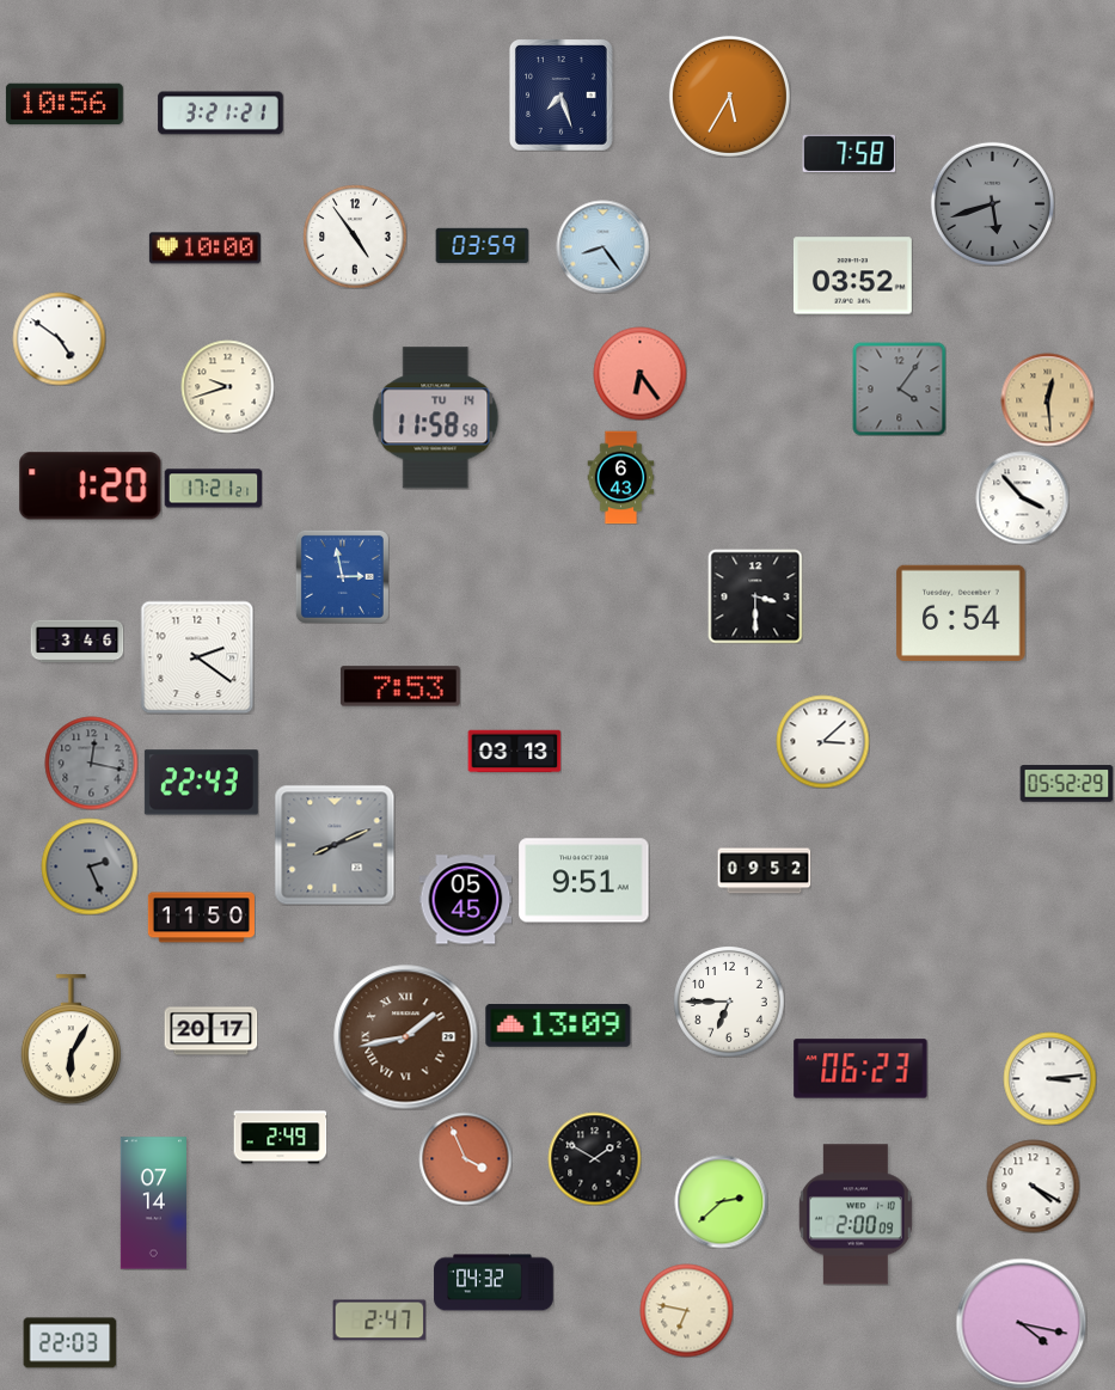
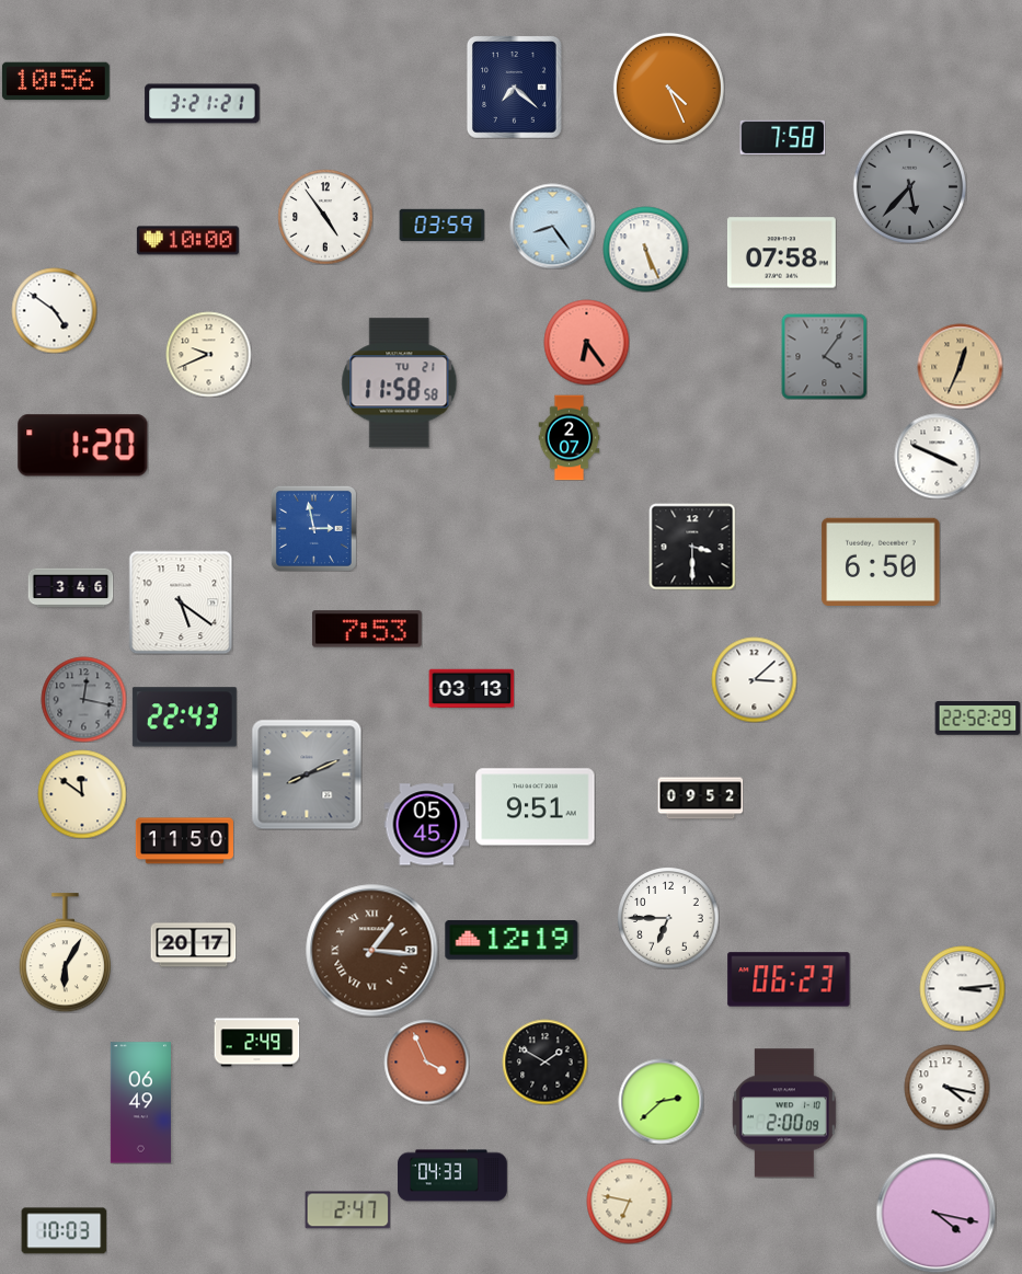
clock at (562, 96): 7:27 -> 7:22
clock at (729, 96): 5:35 -> 4:26
clock at (65, 104) position: (65, 104) -> (56, 81)
clock at (848, 153) position: (848, 153) -> (782, 137)
clock at (992, 203): 5:42 -> 5:37
clock at (204, 249) position: (204, 249) -> (187, 241)
clock at (645, 249): none -> 5:26
clock at (852, 276): 03:52 -> 07:58
clock at (227, 386): 9:42 -> 9:41
clock at (1047, 399): 12:29 -> 12:34
clock at (436, 418) date: TU 14 -> TU 21
clock at (621, 477): 6:43 -> 2:07
clock at (213, 489): 17:21 -> none
clock at (1022, 497): 3:53 -> 3:49
clock at (961, 612): 6:54 -> 6:50
clock at (197, 657): 2:21 -> 5:21
clock at (1066, 784): 05:52 -> 22:52
clock at (90, 867): 2:26 -> 11:51
clock at (90, 867) dial: grey -> cream
clock at (558, 1027): 13:09 -> 12:19
clock at (406, 1037): 1:43 -> 1:16
clock at (1033, 1186): 4:20 -> 4:17
clock at (153, 1204): 07:14 -> 06:49
clock at (494, 1282): 04:32 -> 04:33
clock at (69, 1343): 22:03 -> 10:03
